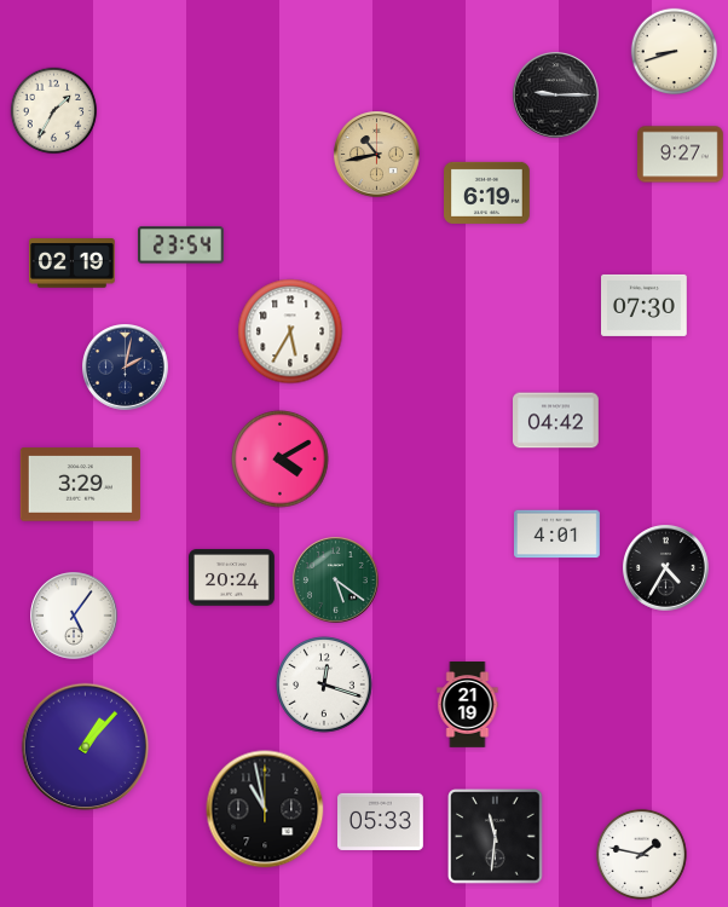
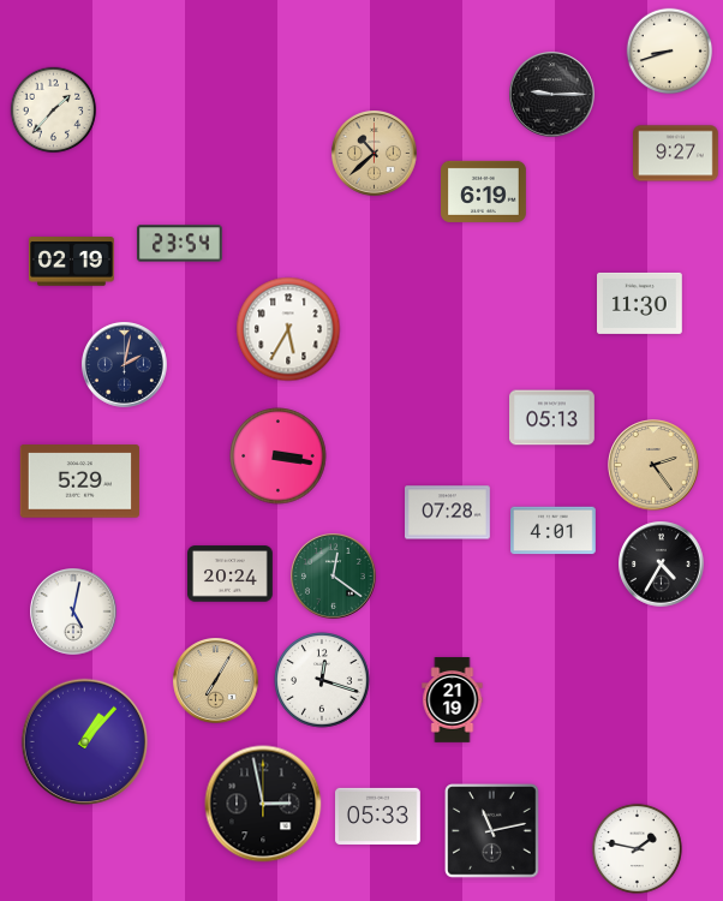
clock at (54, 111): 1:35 -> 1:37
clock at (377, 155): 10:43 -> 10:38
clock at (645, 305): 07:30 -> 11:30
clock at (556, 421): 04:42 -> 05:13
clock at (281, 460): 4:10 -> 3:17
clock at (653, 465): none -> 2:24
clock at (80, 485): 3:29 -> 5:29
clock at (448, 513): none -> 07:28
clock at (336, 580): 5:21 -> 12:21
clock at (74, 616): 5:06 -> 5:02
clock at (216, 681): none -> 7:05
clock at (468, 705) position: (468, 705) -> (453, 700)
clock at (265, 809): 10:58 -> 2:58
clock at (496, 837): 11:31 -> 11:13
